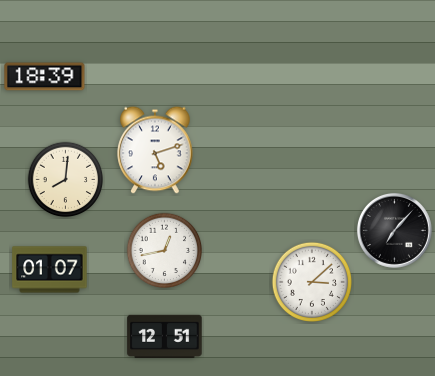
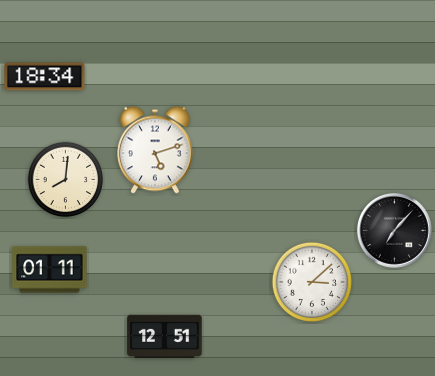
clock at (45, 77): 18:39 -> 18:34
clock at (165, 251): 12:43 -> none
clock at (50, 270): 01:07 -> 01:11
